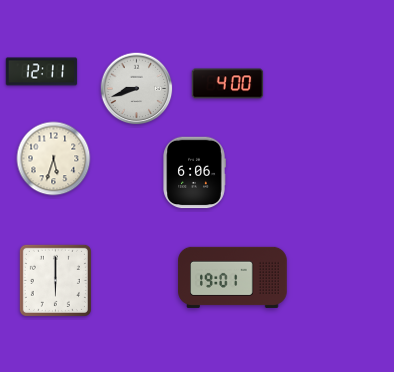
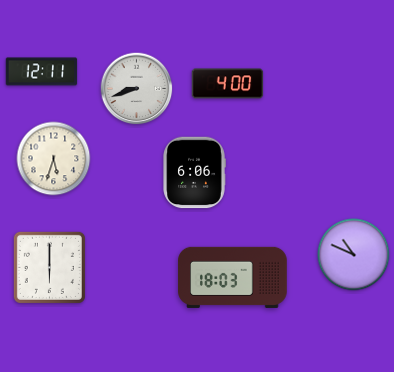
clock at (354, 255): none -> 10:49
clock at (233, 277): 19:01 -> 18:03
clock at (55, 280) position: (55, 280) -> (49, 267)
